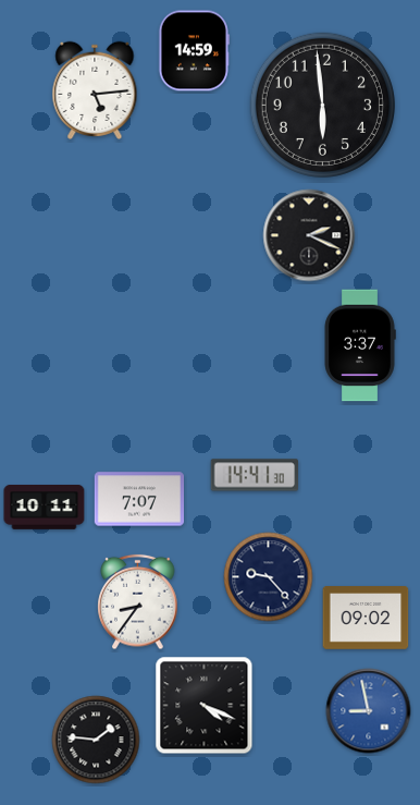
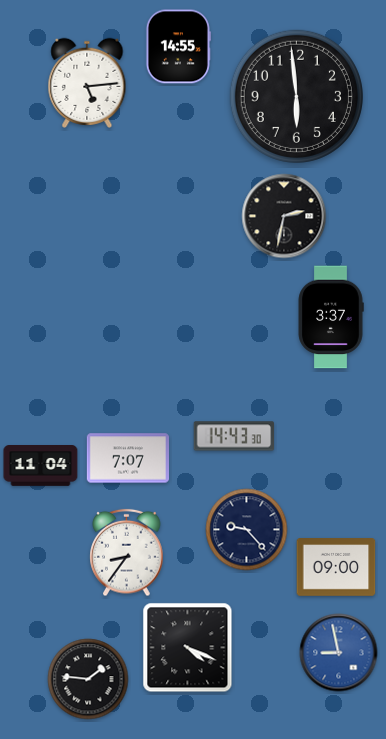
clock at (194, 51): 14:59 -> 14:55
clock at (309, 235): 2:19 -> 2:32
clock at (255, 475): 14:41 -> 14:43
clock at (45, 508): 10:11 -> 11:04
clock at (366, 618): 09:02 -> 09:00
